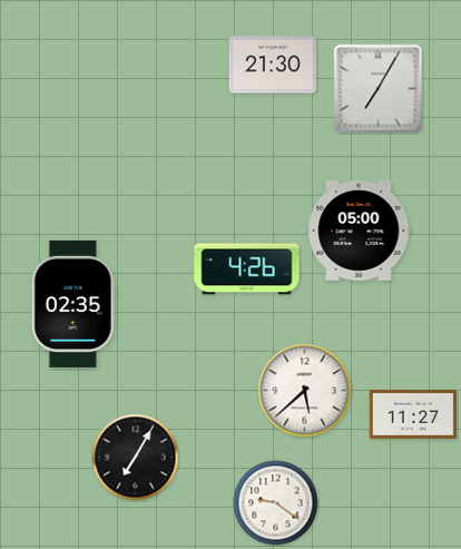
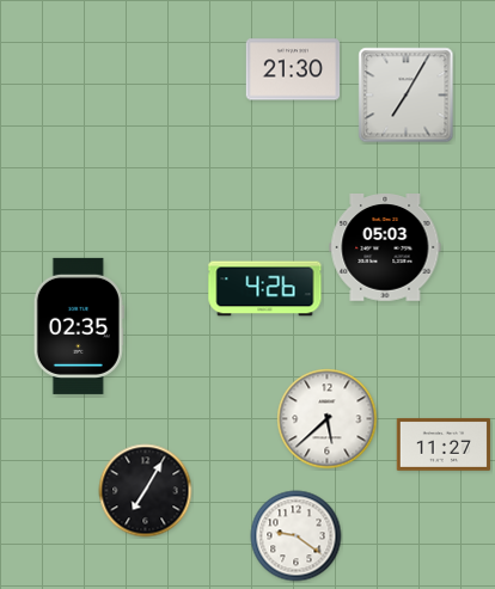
clock at (359, 232): 05:00 -> 05:03
clock at (276, 503) position: (276, 503) -> (297, 536)
